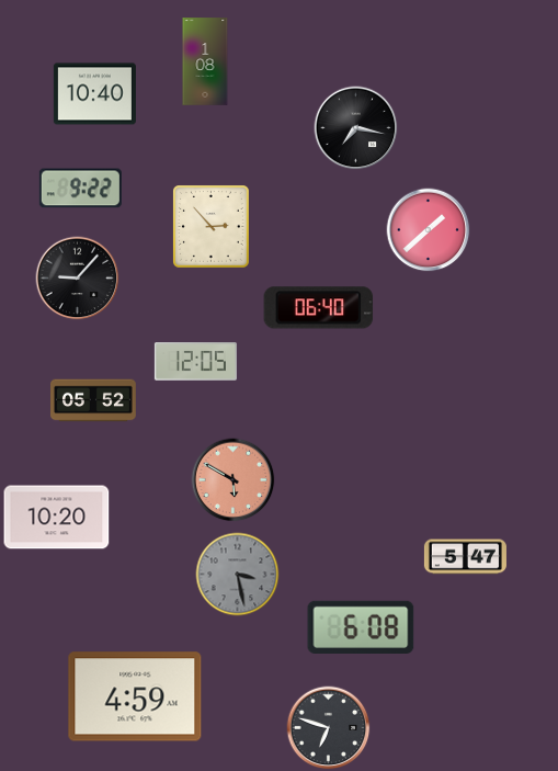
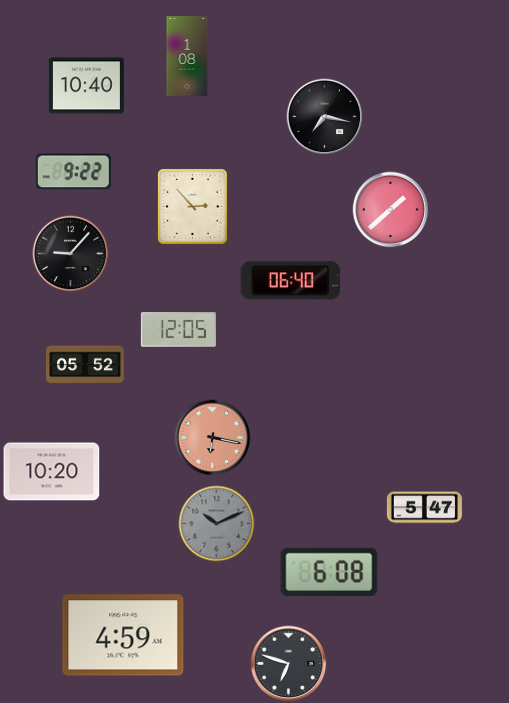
clock at (234, 480): 5:50 -> 6:17
clock at (238, 575): 3:28 -> 10:11
clock at (329, 728) position: (329, 728) -> (289, 664)
